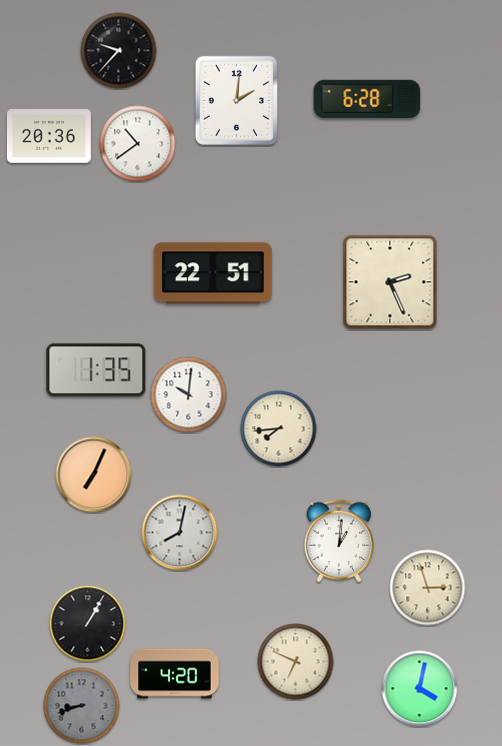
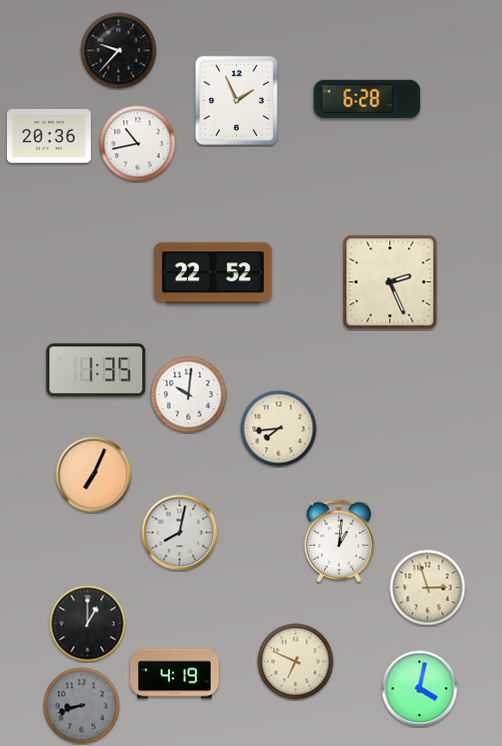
clock at (236, 100): 2:01 -> 1:56
clock at (138, 144): 10:39 -> 10:43
clock at (213, 273): 22:51 -> 22:52
clock at (88, 624): 1:05 -> 1:00
clock at (175, 674): 4:20 -> 4:19
